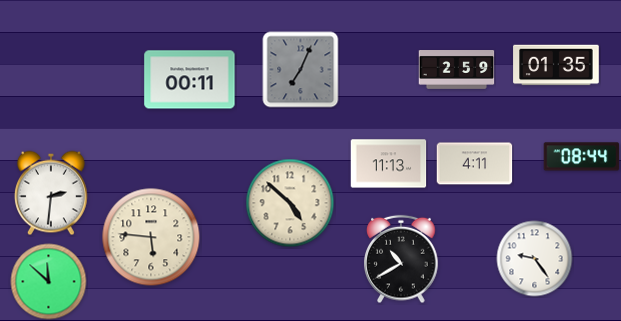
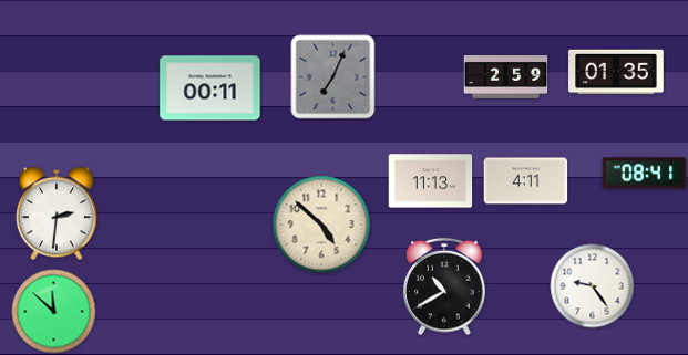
clock at (582, 157): 08:44 -> 08:41
clock at (151, 237): 5:46 -> none
